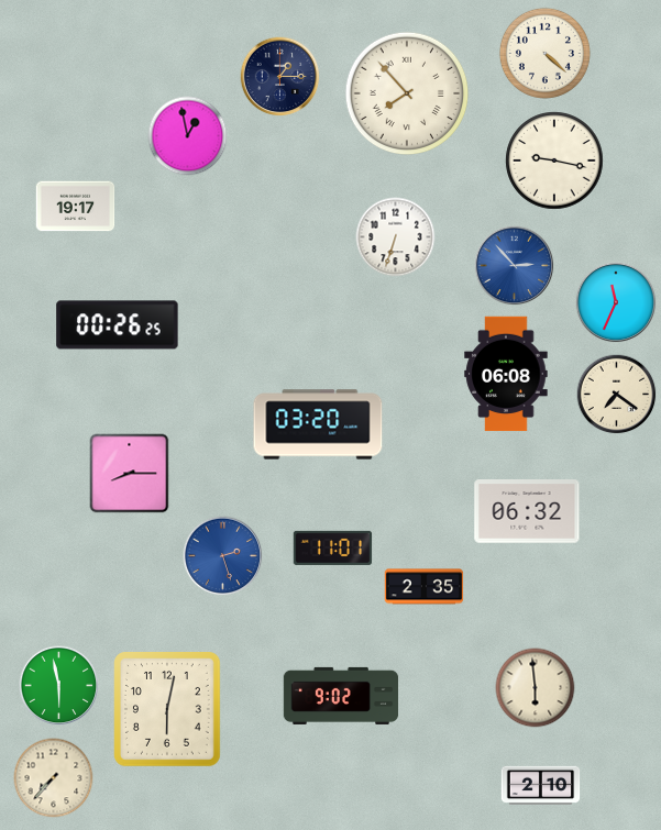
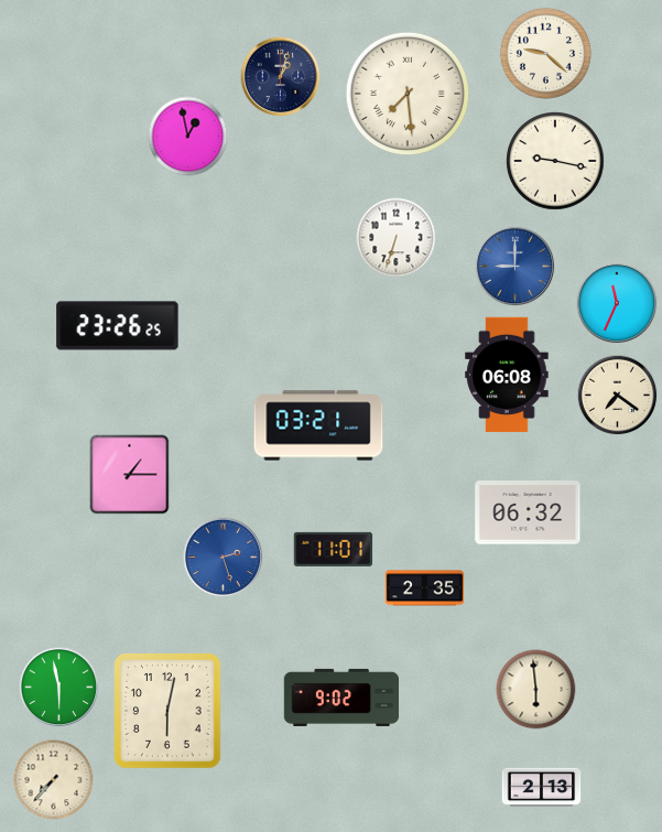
clock at (544, 53): 4:22 -> 9:22
clock at (280, 77): 1:15 -> 1:03
clock at (407, 93): 7:53 -> 7:29
clock at (76, 207): 19:17 -> none
clock at (515, 266): 2:53 -> 9:00
clock at (118, 325): 00:26 -> 23:26
clock at (318, 424): 03:20 -> 03:21
clock at (130, 474): 8:15 -> 1:15
clock at (541, 786): 2:10 -> 2:13
